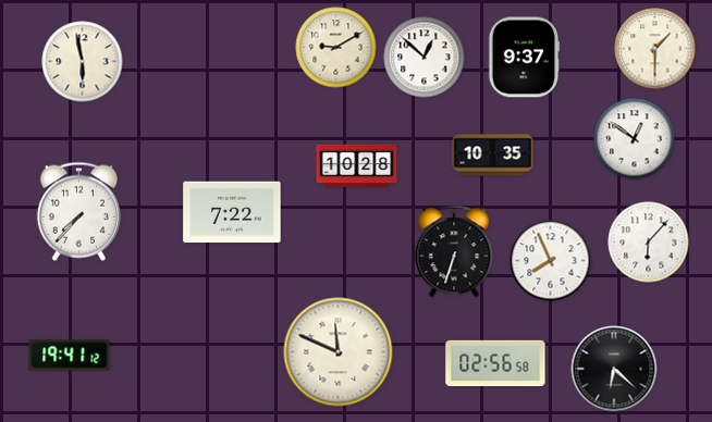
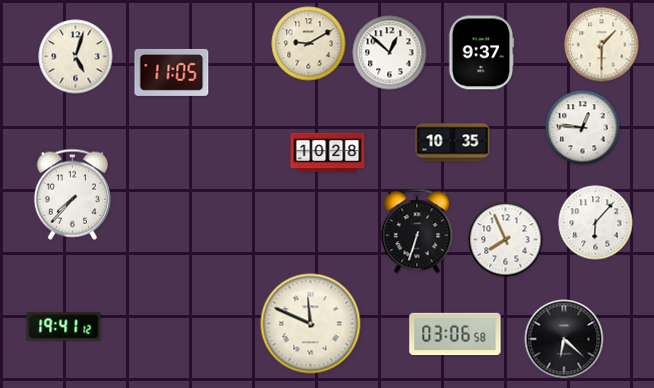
clock at (83, 62): 5:58 -> 5:03
clock at (172, 72): none -> 11:05
clock at (635, 139): 12:51 -> 12:46
clock at (232, 212): 7:22 -> none
clock at (495, 363): 02:56 -> 03:06
